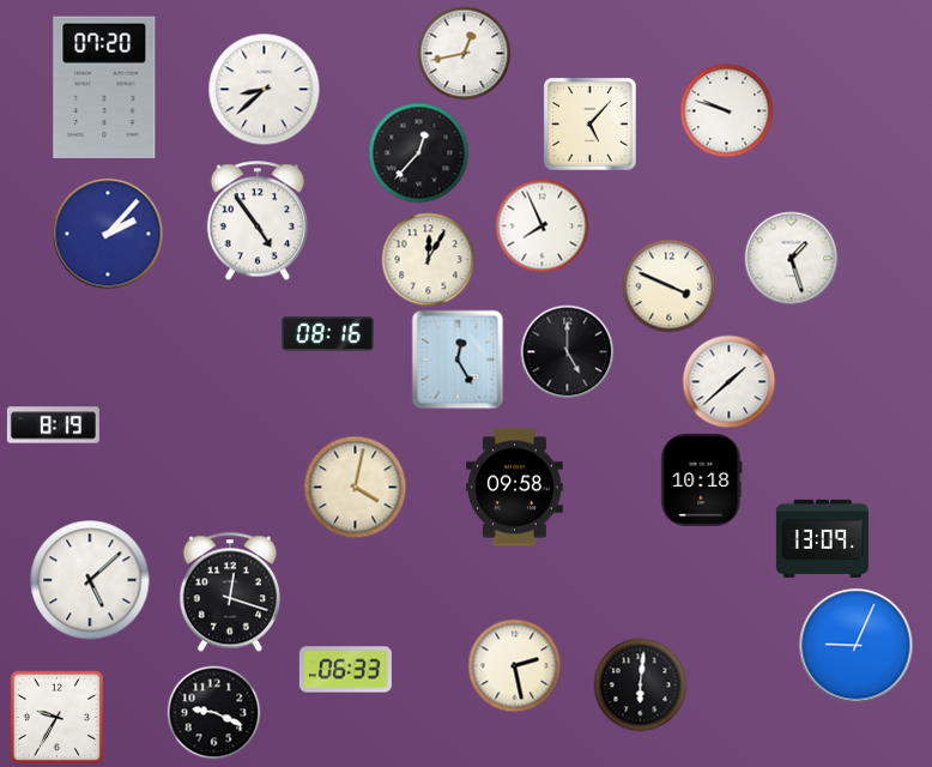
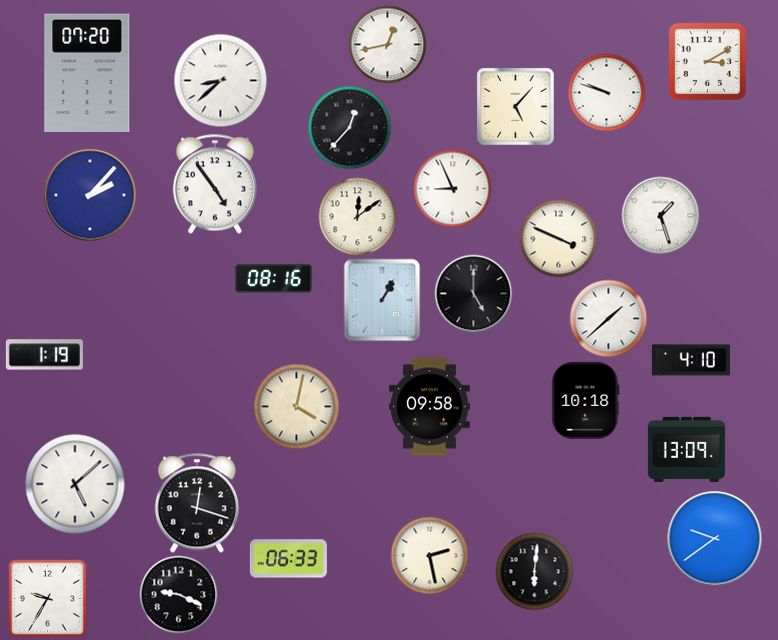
clock at (707, 61): none -> 3:10
clock at (264, 89) position: (264, 89) -> (220, 80)
clock at (589, 123) position: (589, 123) -> (515, 106)
clock at (541, 225): 7:56 -> 8:56
clock at (428, 259): 12:05 -> 12:09
clock at (458, 360): 12:25 -> 1:05
clock at (53, 425): 8:19 -> 1:19
clock at (691, 360): none -> 4:10
clock at (230, 592) position: (230, 592) -> (197, 503)
clock at (855, 645): 9:04 -> 9:39
